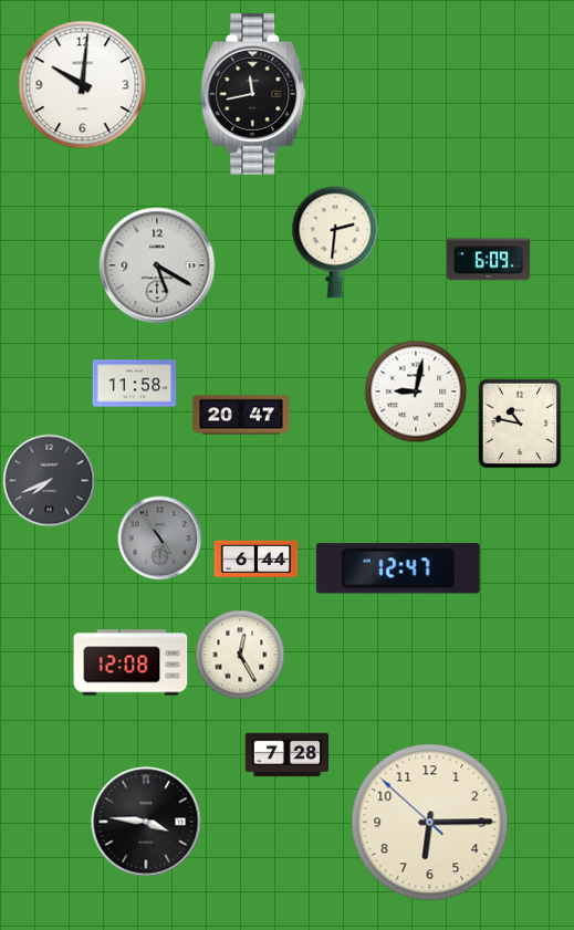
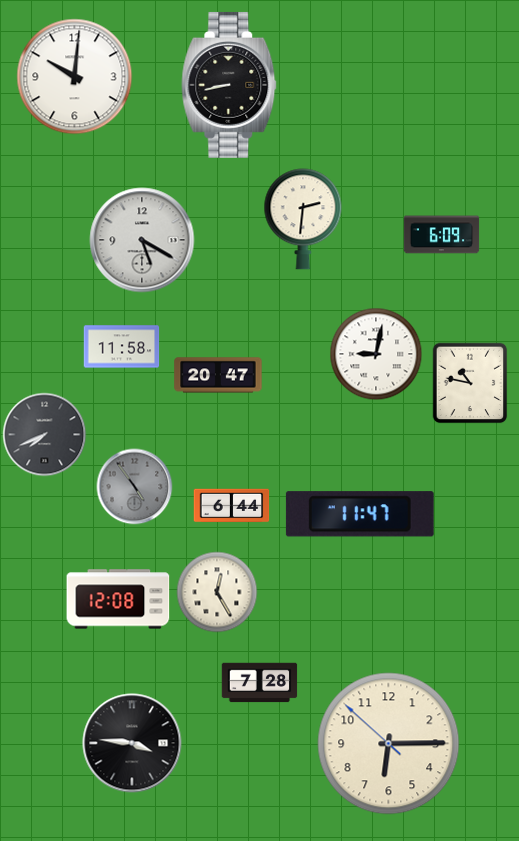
clock at (253, 94): 11:43 -> 8:43
clock at (160, 539) position: (160, 539) -> (135, 487)
clock at (398, 568): 12:47 -> 11:47
